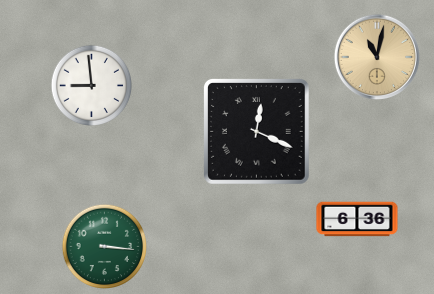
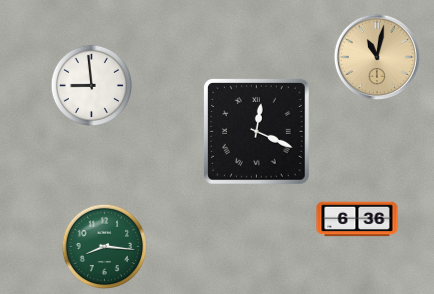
clock at (104, 246): 3:16 -> 8:16
